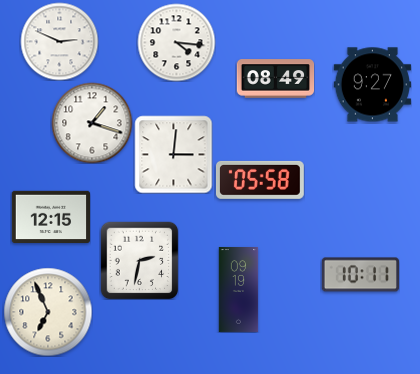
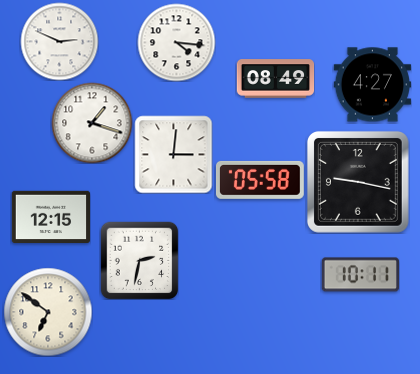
clock at (372, 85): 9:27 -> 4:27
clock at (358, 182): none -> 9:17
clock at (239, 289): 09:19 -> none
clock at (48, 312): 6:56 -> 6:51
